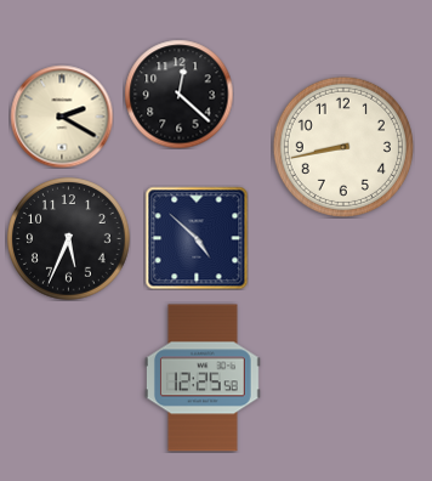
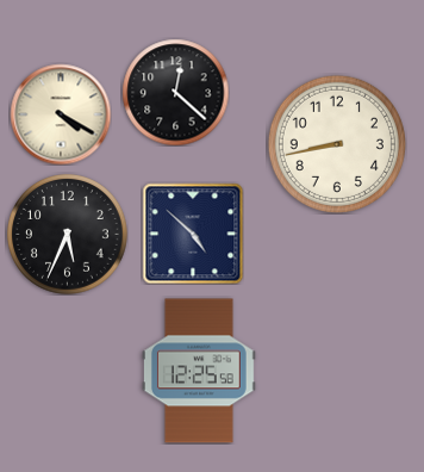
clock at (62, 117): 2:20 -> 4:20
